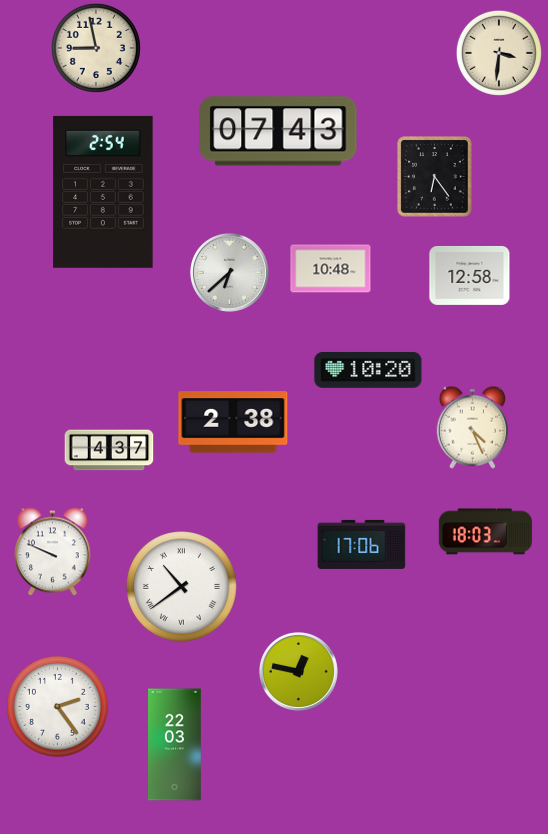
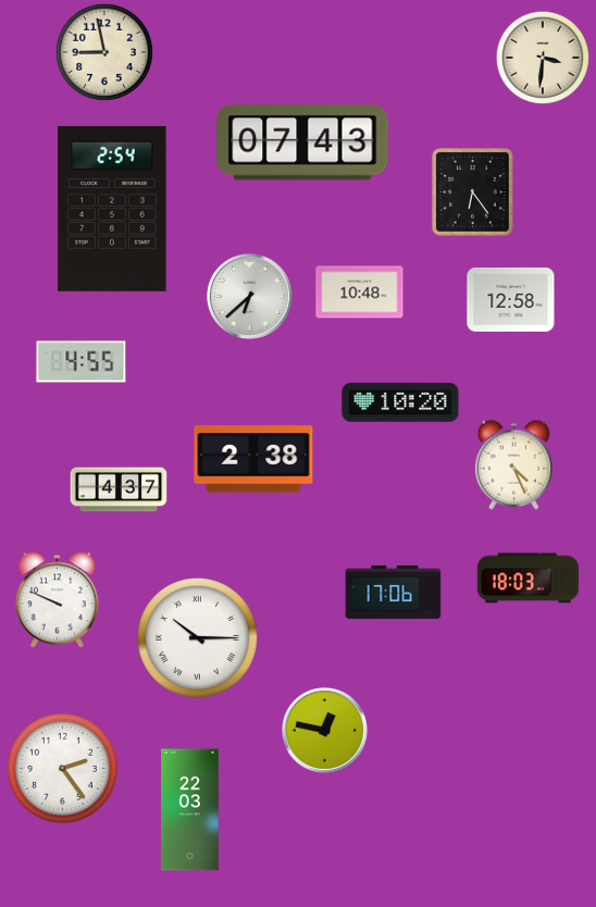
clock at (82, 362): none -> 4:55
clock at (182, 587): 10:39 -> 10:15
